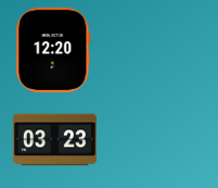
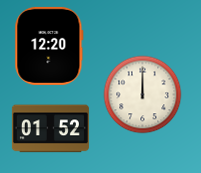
clock at (142, 94): none -> 12:00
clock at (54, 140): 03:23 -> 01:52
